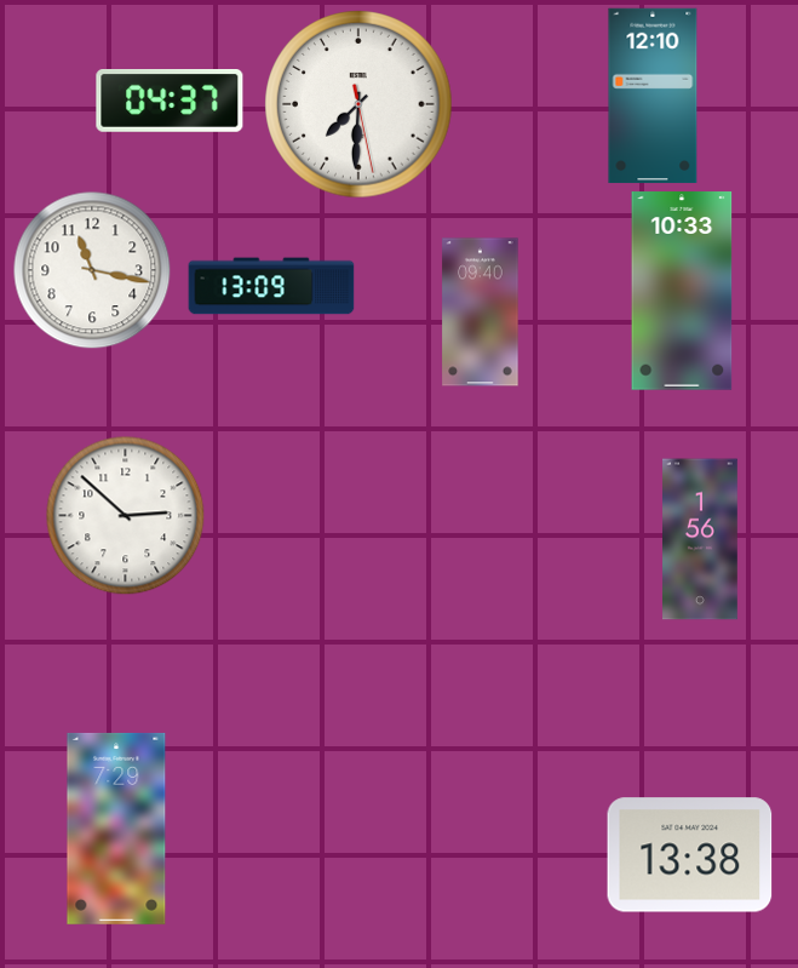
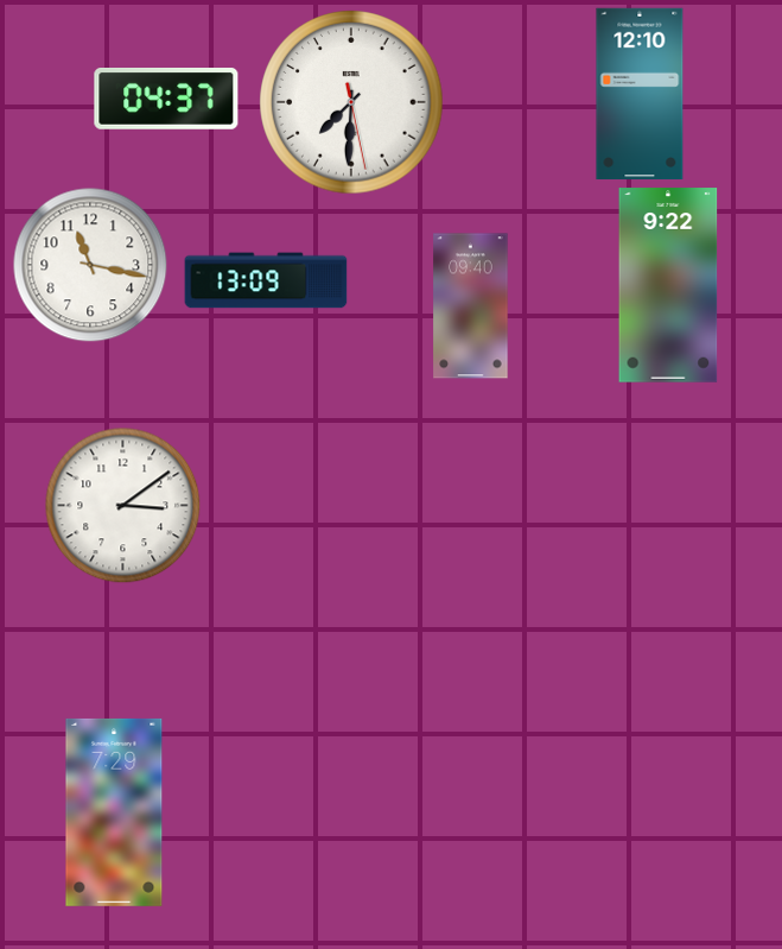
clock at (682, 291): 10:33 -> 9:22
clock at (126, 516): 2:52 -> 3:09
clock at (701, 539): 1:56 -> none
clock at (690, 855): 13:38 -> none
